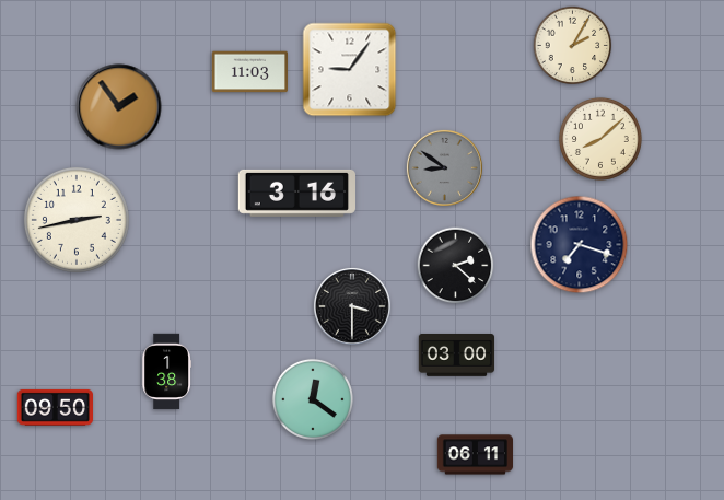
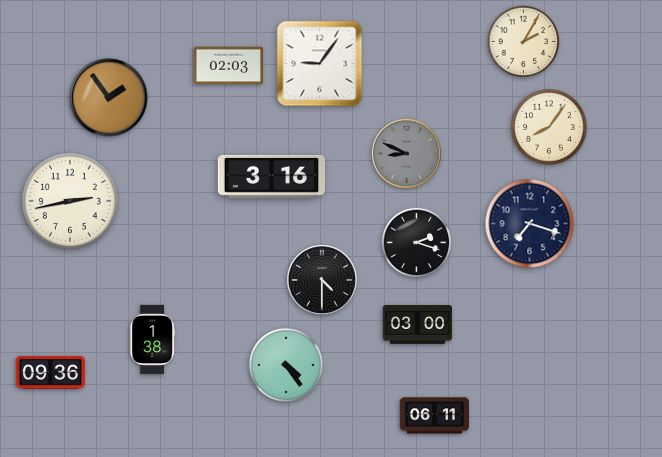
clock at (249, 72): 11:03 -> 02:03
clock at (600, 139): 8:08 -> 8:06
clock at (444, 167): 8:51 -> 8:49
clock at (456, 266): 2:22 -> 2:18
clock at (352, 306): 3:30 -> 4:30
clock at (313, 399): 12:21 -> 4:24
clock at (55, 407): 09:50 -> 09:36
